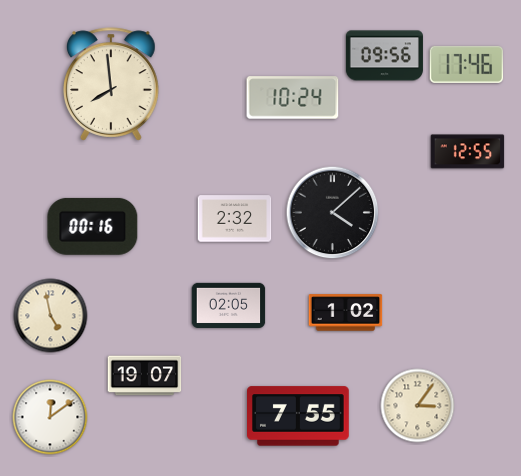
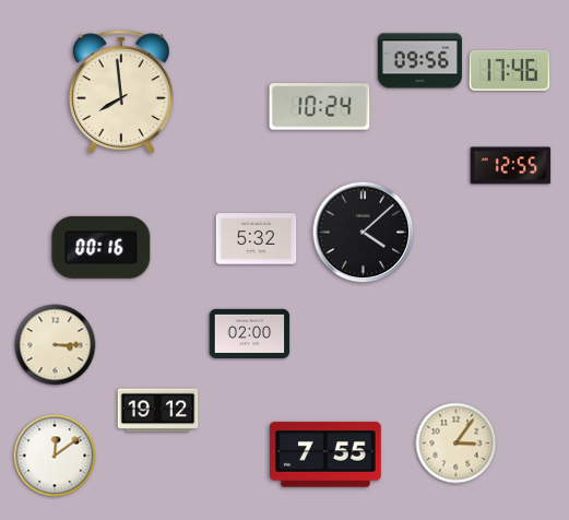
clock at (235, 219): 2:32 -> 5:32
clock at (229, 306): 02:05 -> 02:00
clock at (346, 313): 1:02 -> none
clock at (51, 316): 4:58 -> 3:15
clock at (145, 376): 19:07 -> 19:12
